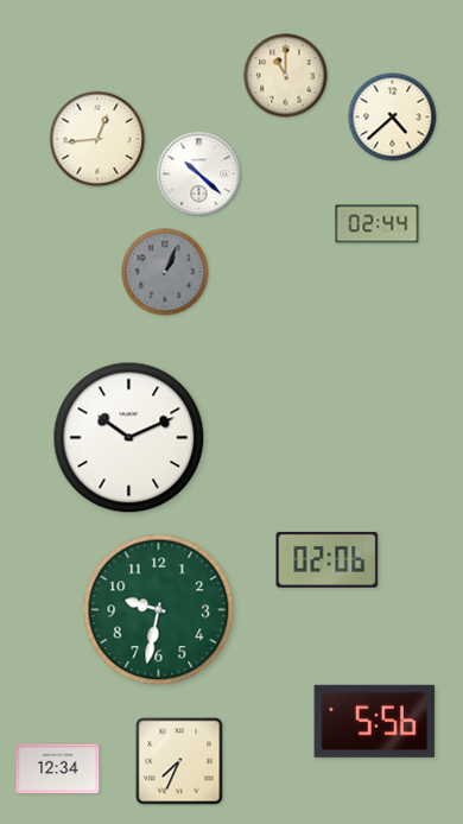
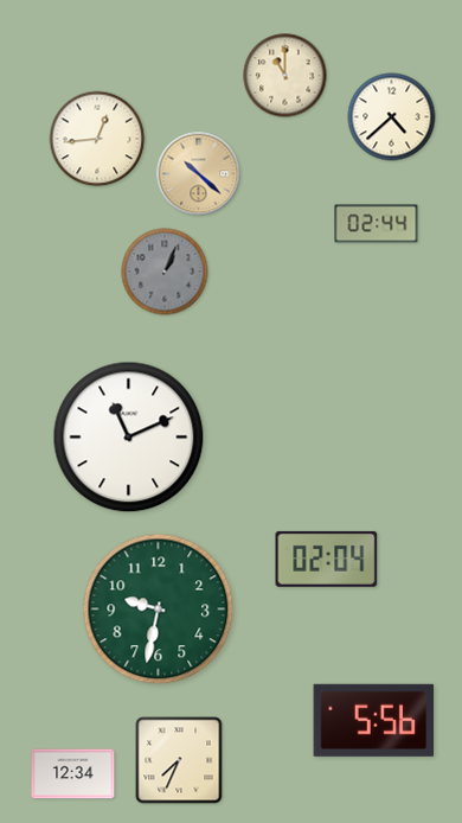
clock at (199, 175) dial: white -> champagne
clock at (129, 438): 10:11 -> 11:11
clock at (328, 559): 02:06 -> 02:04
clock at (58, 769) position: (58, 769) -> (73, 774)
